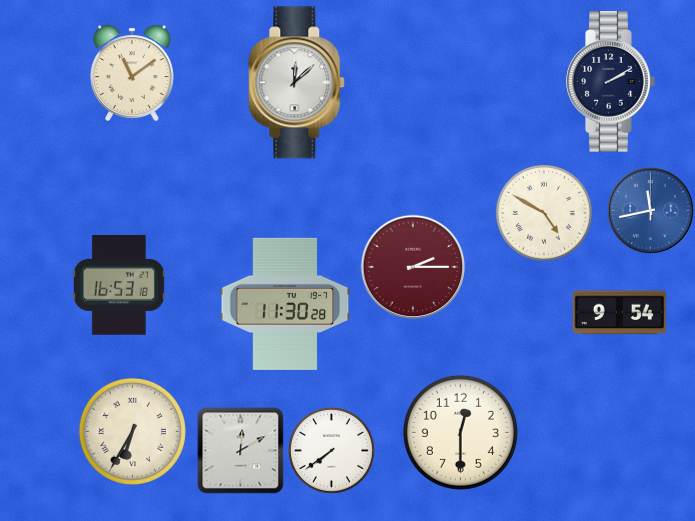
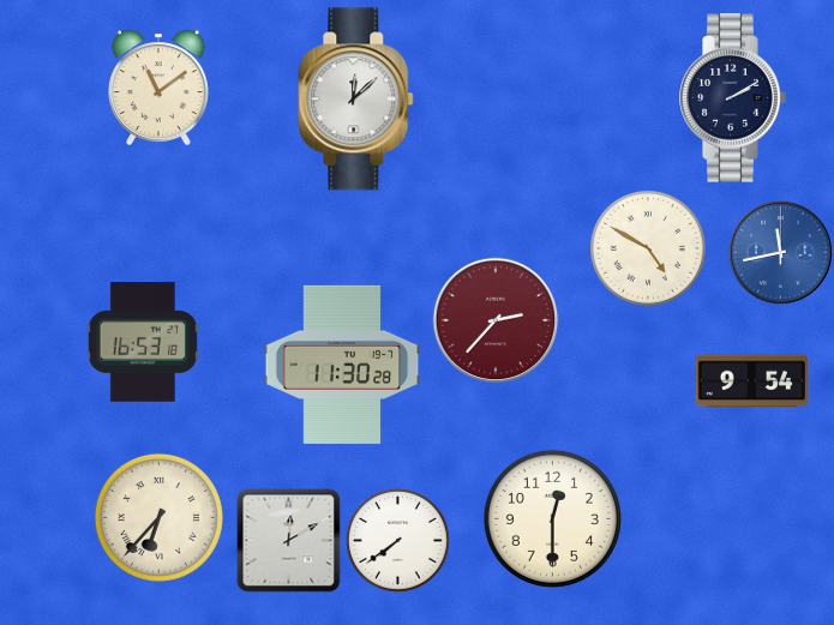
clock at (544, 213) position: (544, 213) -> (648, 248)
clock at (413, 267): 2:15 -> 2:37
clock at (619, 313) position: (619, 313) -> (751, 381)
clock at (132, 431): 6:35 -> 6:37
